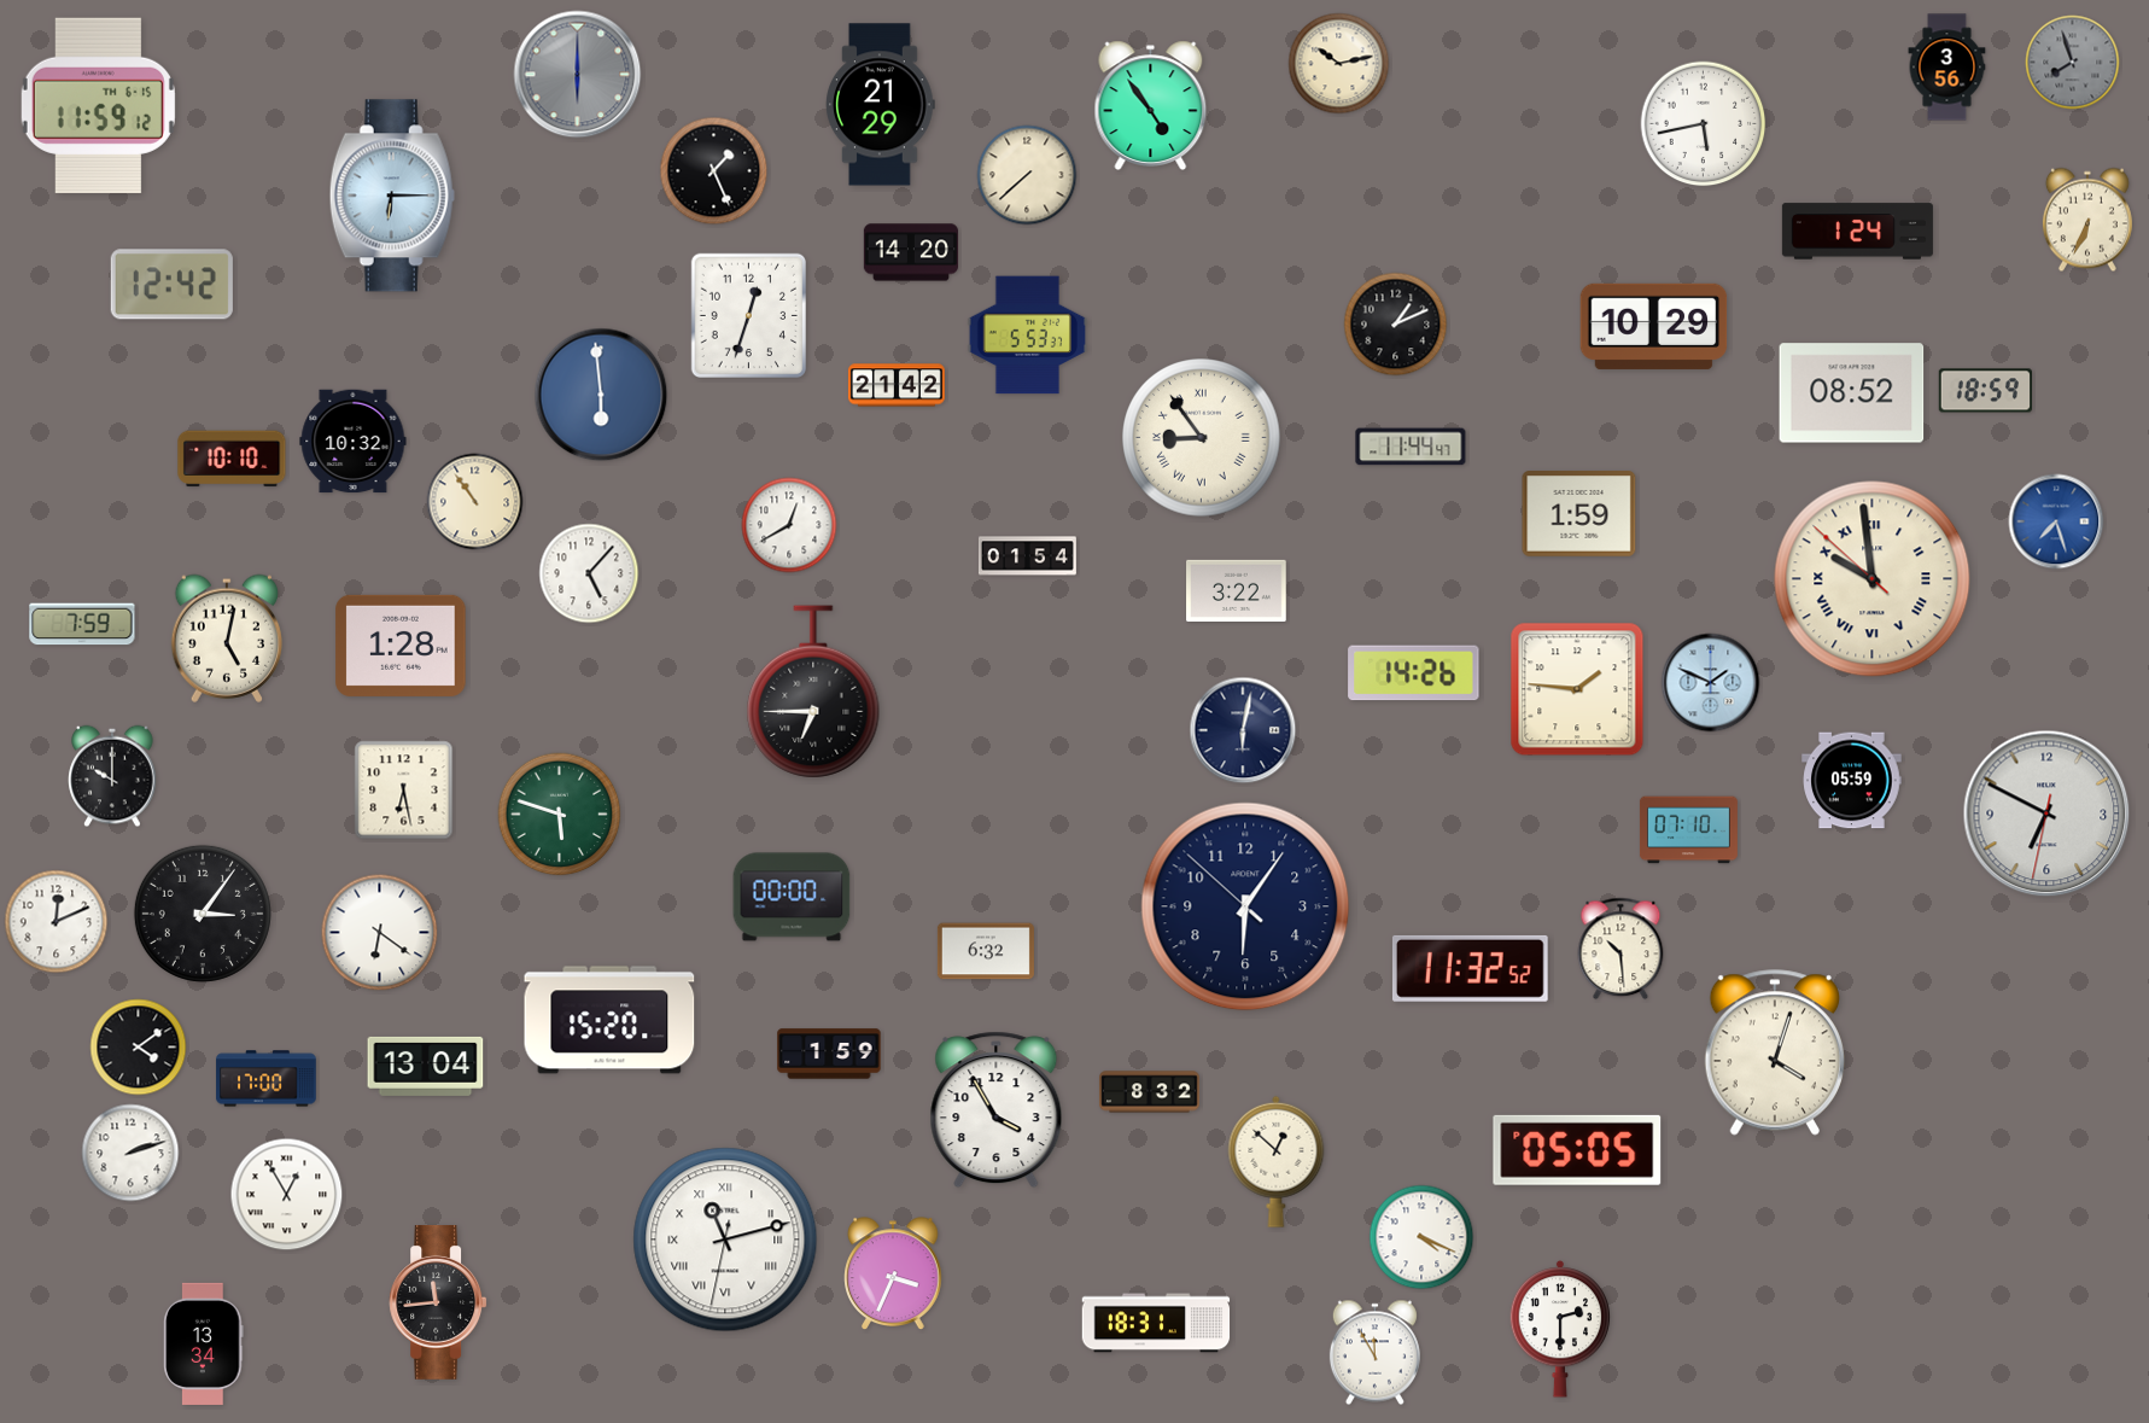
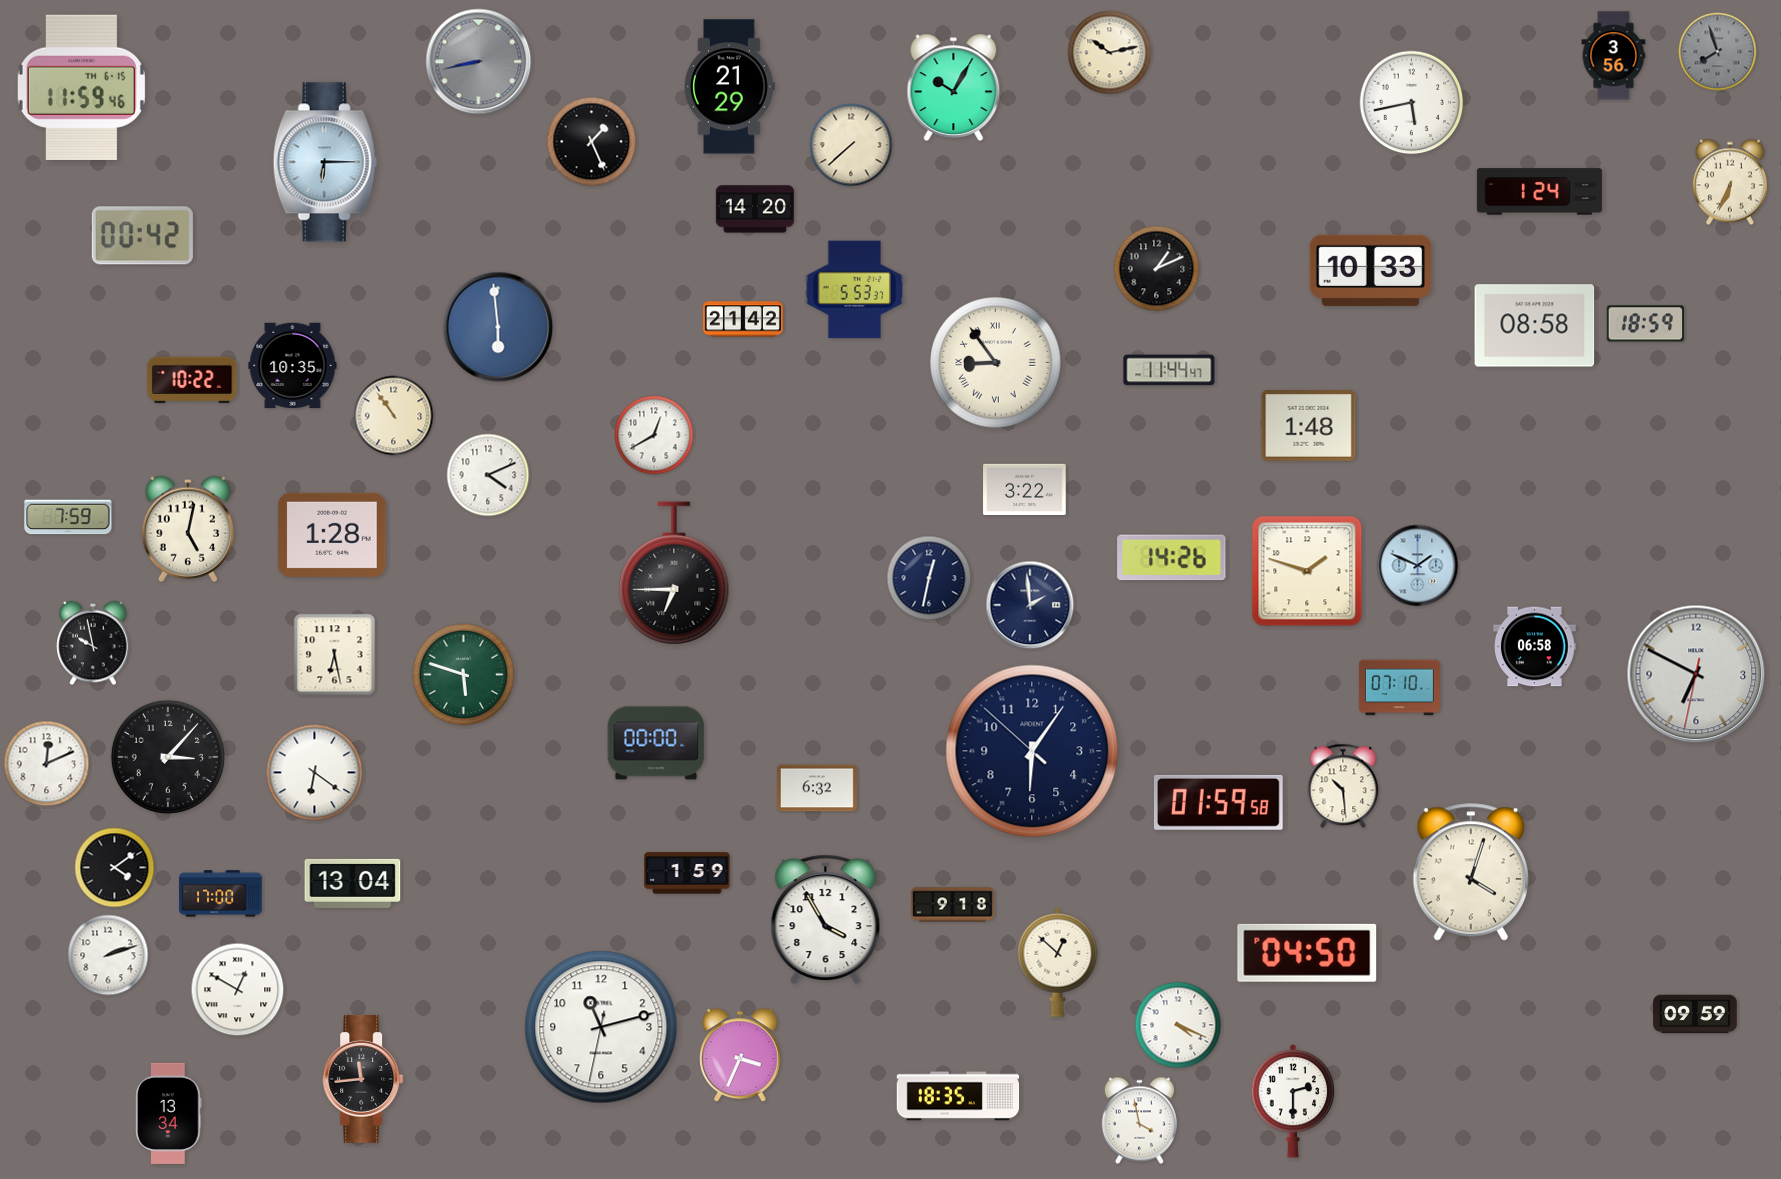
clock at (578, 75): 6:00 -> 8:43
clock at (98, 105): 11:59:12 -> 11:59:46
clock at (1151, 105): 4:54 -> 10:05
clock at (171, 285): 12:42 -> 00:42
clock at (748, 315): 12:33 -> none
clock at (1654, 326): 10:29 -> 10:33
clock at (1028, 336) position: (1028, 336) -> (855, 290)
clock at (1852, 393): 08:52 -> 08:58
clock at (354, 442): 10:32 -> 10:35
clock at (232, 459): 10:10 -> 10:22
clock at (1579, 514): 1:59 -> 1:48
clock at (2056, 521): 7:27 -> none
clock at (1027, 556): 01:54 -> none
clock at (589, 573): 5:07 -> 4:11
clock at (1873, 579): 9:58 -> none
clock at (1577, 689): 1:46 -> 1:48
clock at (929, 578): none -> 12:32
clock at (1243, 730): 6:02 -> 1:59
clock at (112, 776): 10:00 -> 9:58
clock at (1852, 781): 05:59 -> 06:58
clock at (203, 914): 3:06 -> 3:07
clock at (1470, 968): 11:32 -> 01:59
clock at (609, 1020): 15:20 -> none
clock at (1150, 1092): 8:32 -> 9:18
clock at (1577, 1150): 05:05 -> 04:50
clock at (287, 1195): 12:55 -> 12:50
clock at (1695, 1014): none -> 09:59
clock at (725, 1240) numerals: Roman -> Arabic
clock at (1156, 1323): 18:31 -> 18:35
clock at (1374, 1353): 11:55 -> 3:58
